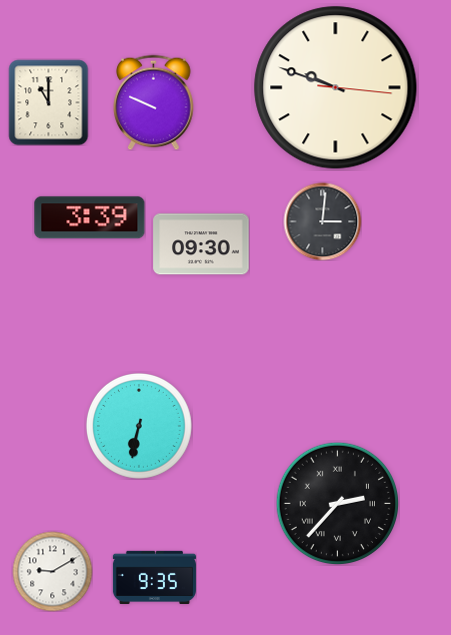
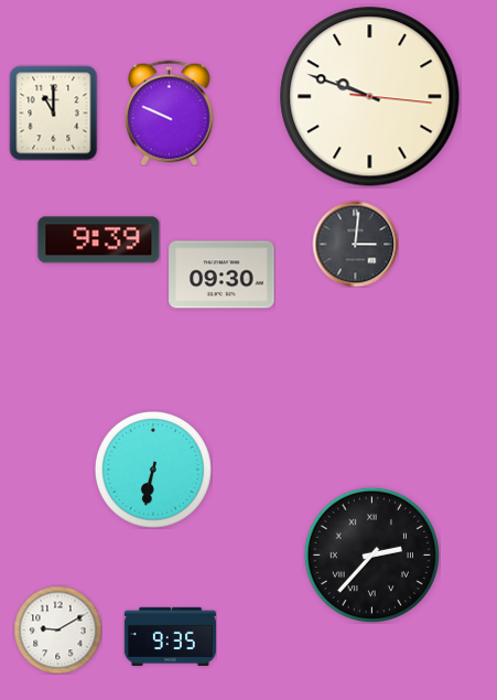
clock at (90, 218): 3:39 -> 9:39
clock at (201, 244) position: (201, 244) -> (222, 274)
